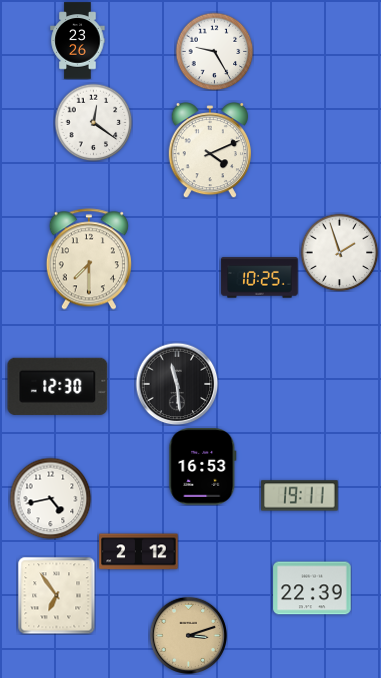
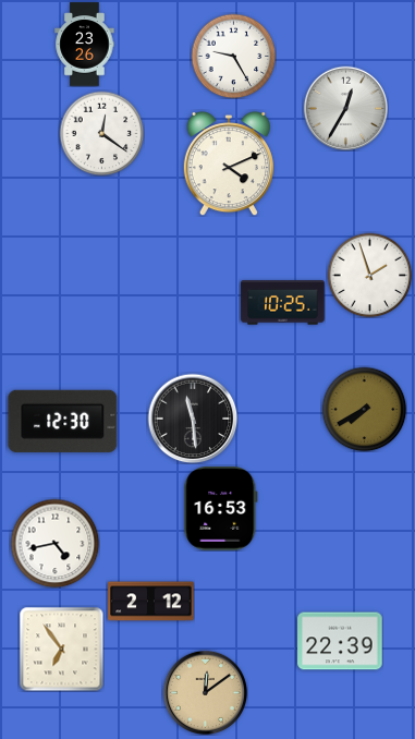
clock at (345, 108): none -> 12:35
clock at (89, 259): 7:30 -> none
clock at (364, 409): none -> 7:40
clock at (300, 496): 19:11 -> none
clock at (188, 635): 3:12 -> 12:09
